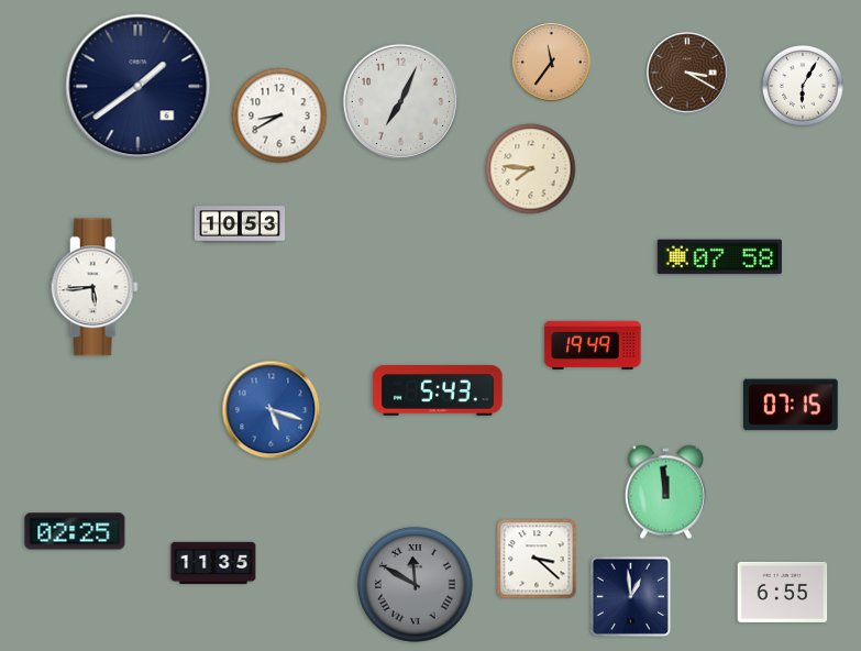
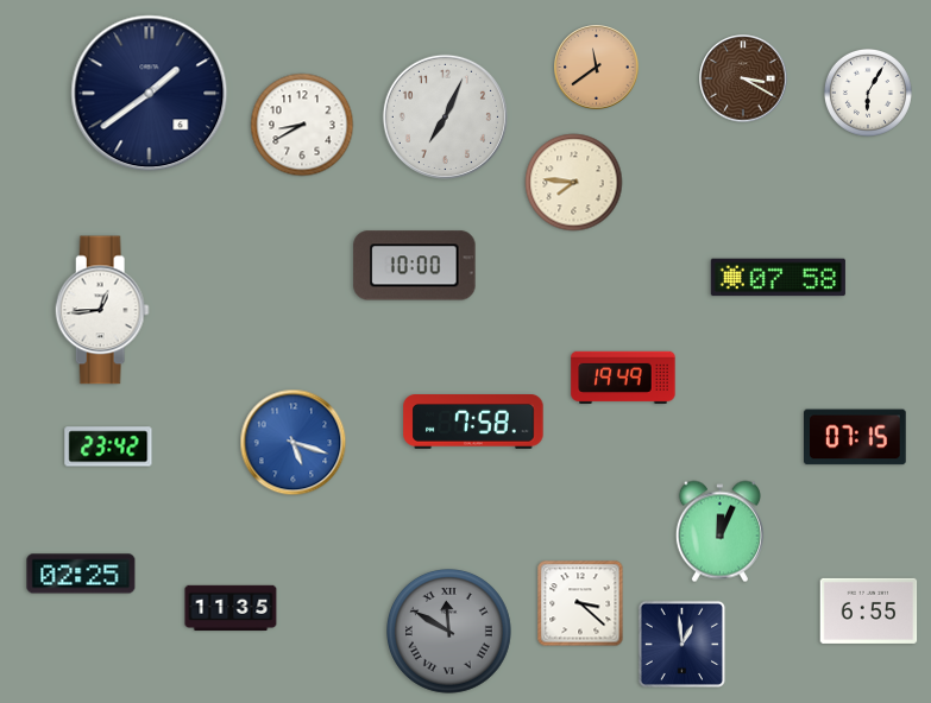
clock at (552, 63): 11:36 -> 11:39
clock at (400, 101) position: (400, 101) -> (445, 116)
clock at (240, 224): 10:53 -> none
clock at (415, 266): none -> 10:00
clock at (95, 287): 5:44 -> 12:44
clock at (593, 344) position: (593, 344) -> (623, 376)
clock at (438, 391): 5:43 -> 7:58
clock at (108, 446): none -> 23:42
clock at (665, 493): 11:59 -> 12:04
clock at (783, 592) position: (783, 592) -> (869, 610)
